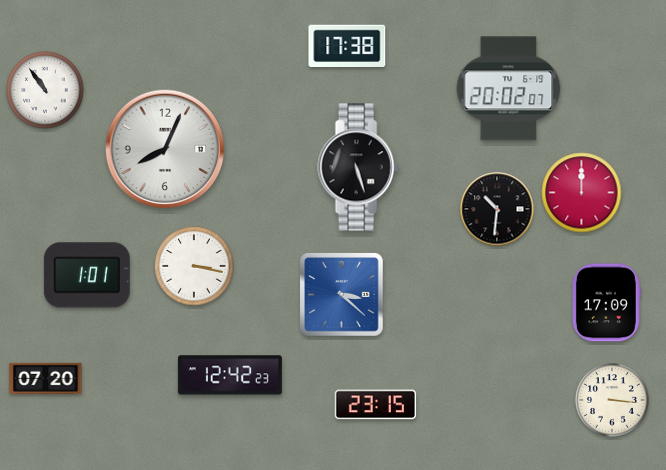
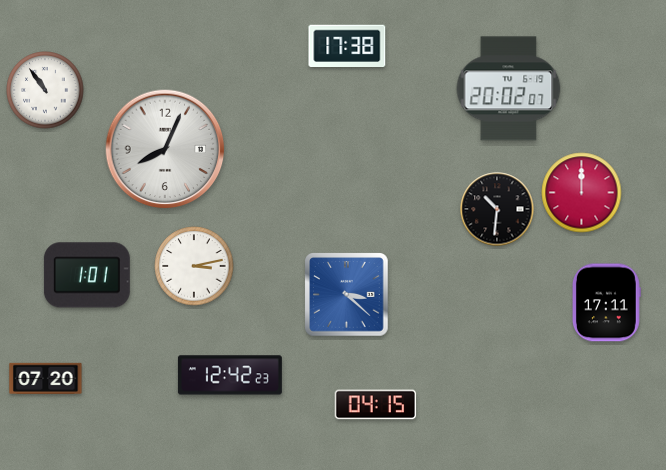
clock at (358, 167): 5:27 -> none
clock at (194, 266): 3:17 -> 3:13
clock at (342, 295) position: (342, 295) -> (347, 295)
clock at (607, 303): 17:09 -> 17:11
clock at (612, 400): 3:16 -> none
clock at (376, 405): 23:15 -> 04:15
